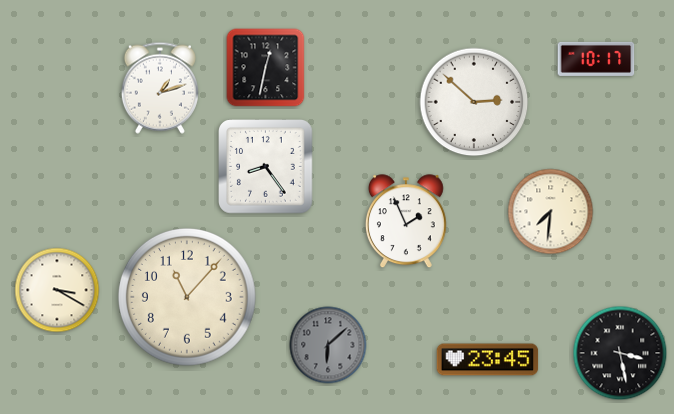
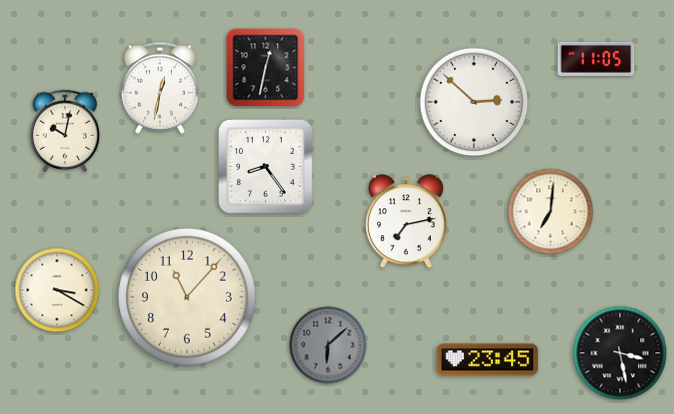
clock at (596, 59): 10:17 -> 11:05
clock at (160, 88): 1:12 -> 12:32
clock at (65, 131): none -> 10:02
clock at (551, 212): 7:31 -> 7:01
clock at (406, 222): 1:56 -> 7:13
